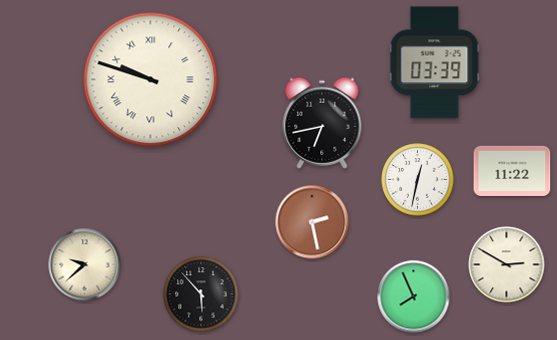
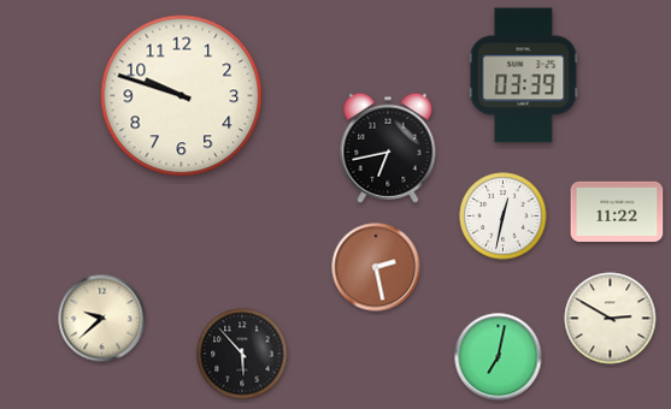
clock at (151, 80) numerals: Roman -> Arabic
clock at (512, 171) position: (512, 171) -> (617, 212)
clock at (414, 297): 7:56 -> 7:02
